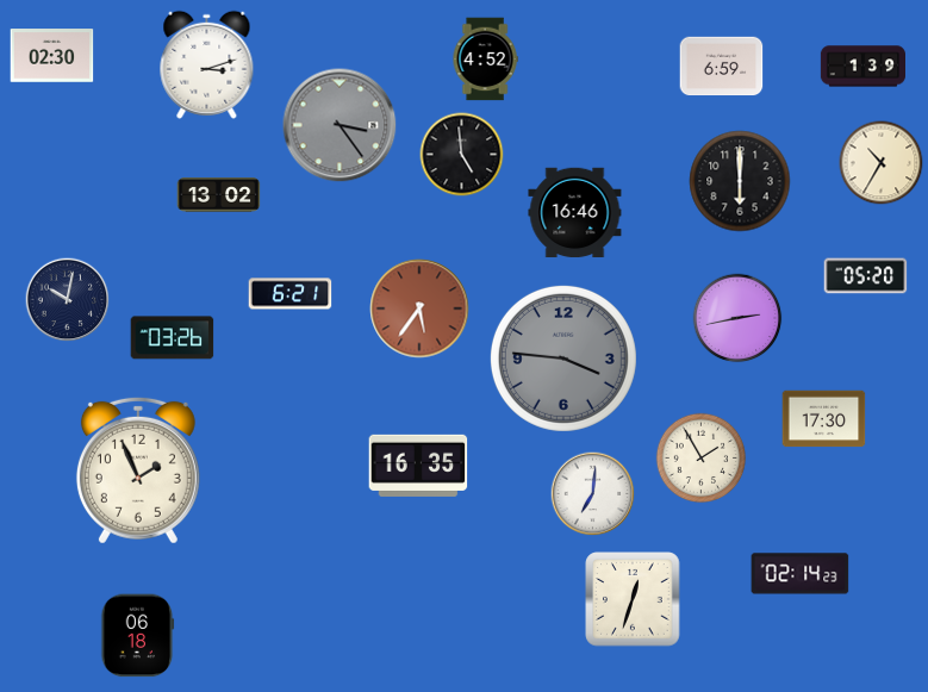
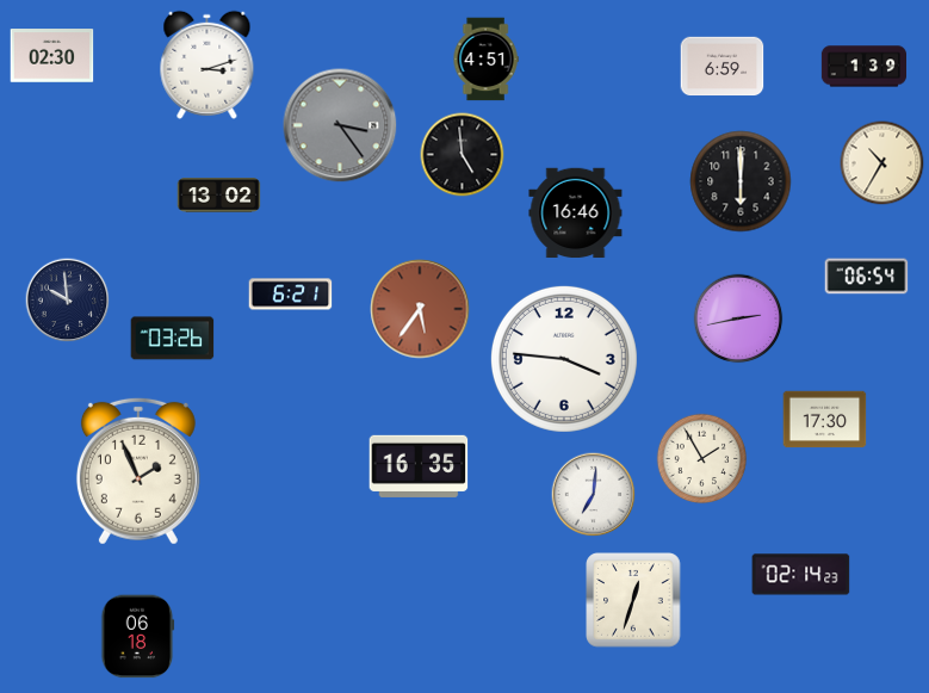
clock at (485, 60): 4:52 -> 4:51
clock at (866, 276): 05:20 -> 06:54
clock at (68, 300): 10:02 -> 9:59
clock at (563, 359) dial: grey -> white
